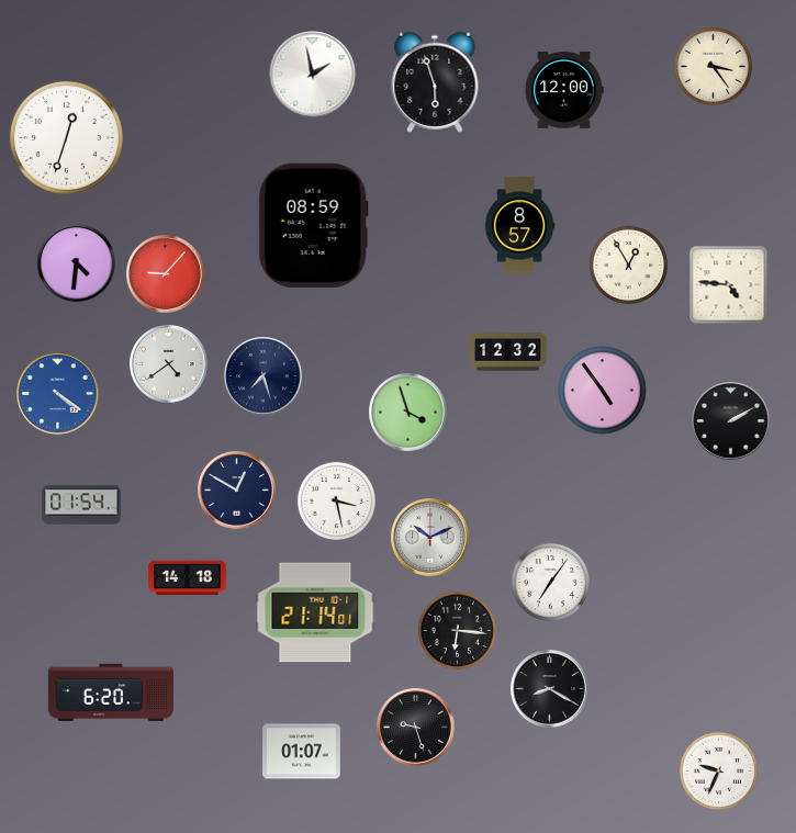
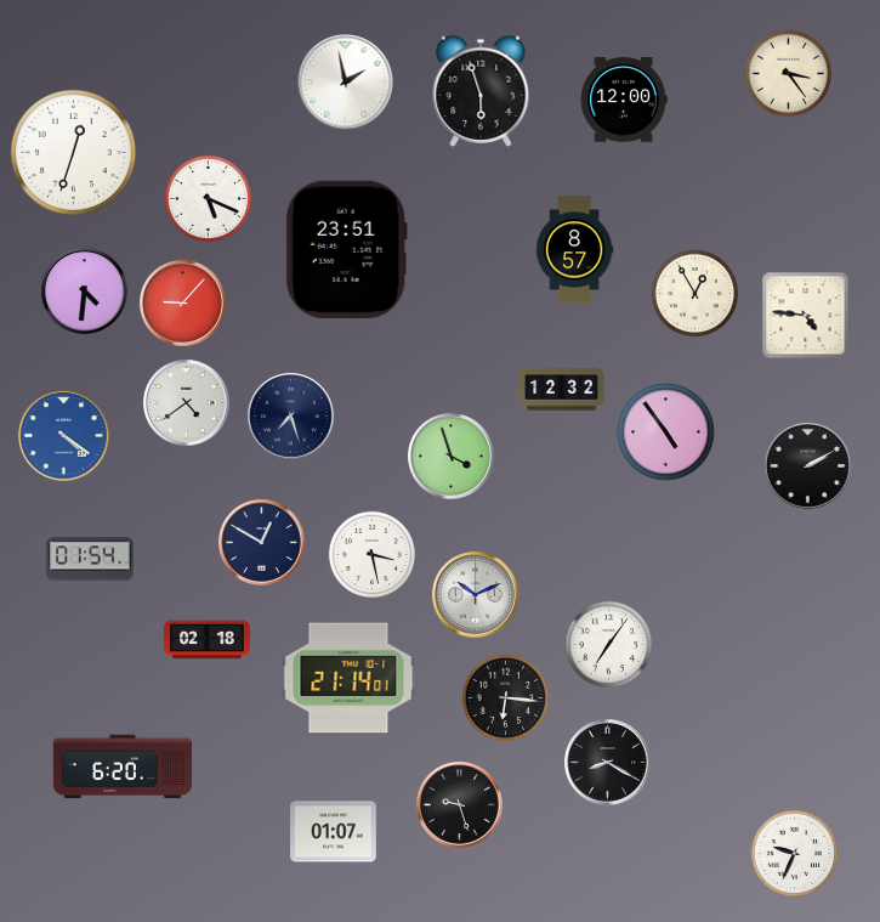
clock at (209, 199): none -> 5:19
clock at (313, 225): 08:59 -> 23:51
clock at (188, 578): 14:18 -> 02:18
